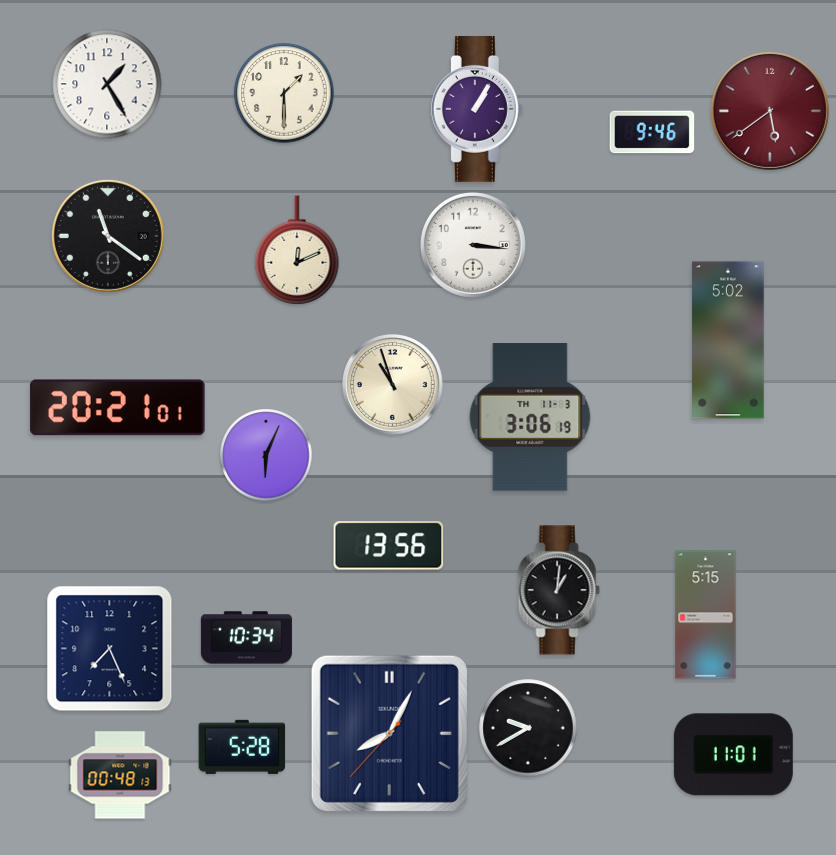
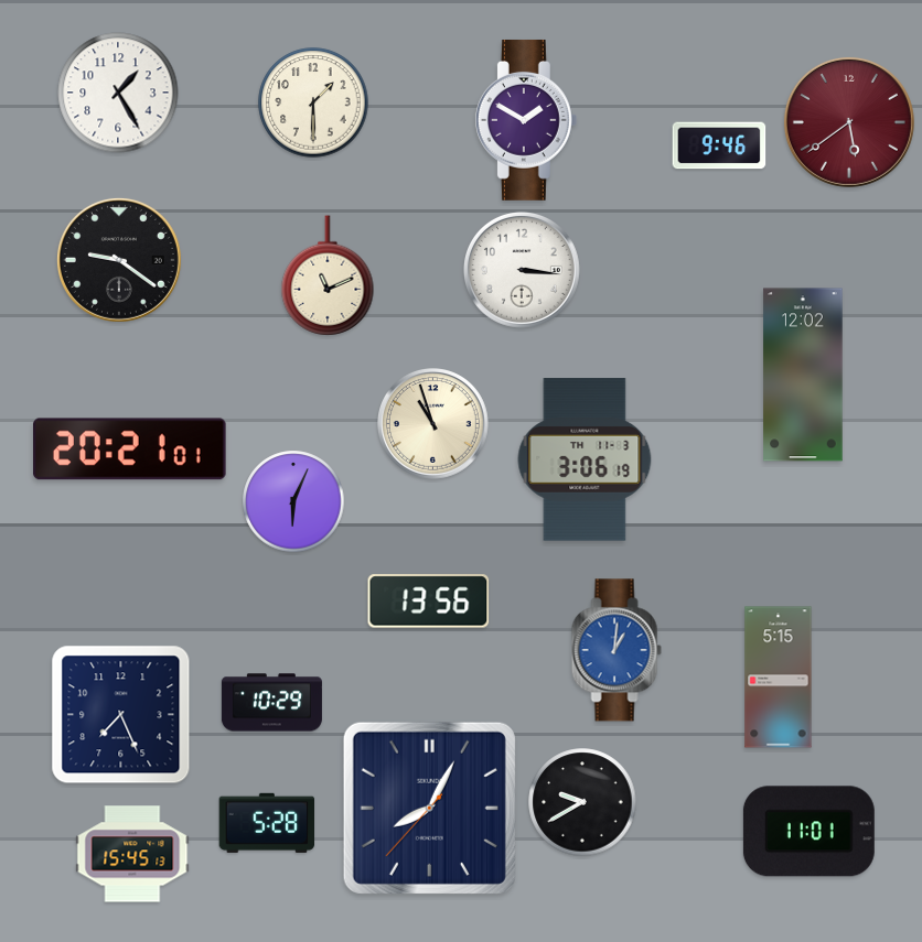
clock at (477, 109): 1:05 -> 1:50
clock at (108, 236): 11:21 -> 9:21
clock at (297, 250): 12:11 -> 11:11
clock at (728, 340): 5:02 -> 12:02
clock at (559, 590) dial: black -> blue
clock at (246, 638): 10:34 -> 10:29
clock at (120, 775): 00:48 -> 15:45
